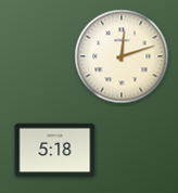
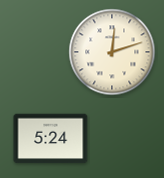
clock at (55, 151): 5:18 -> 5:24
